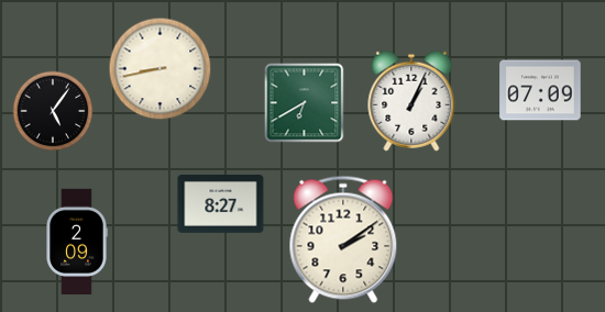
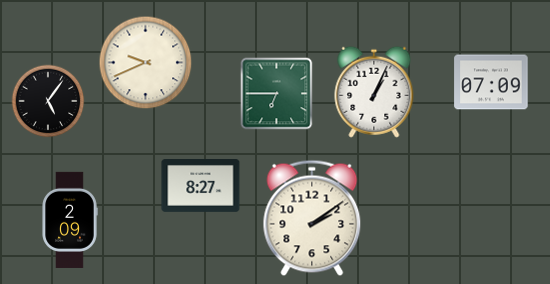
clock at (161, 69): 8:43 -> 9:41
clock at (305, 103): 6:40 -> 6:45
